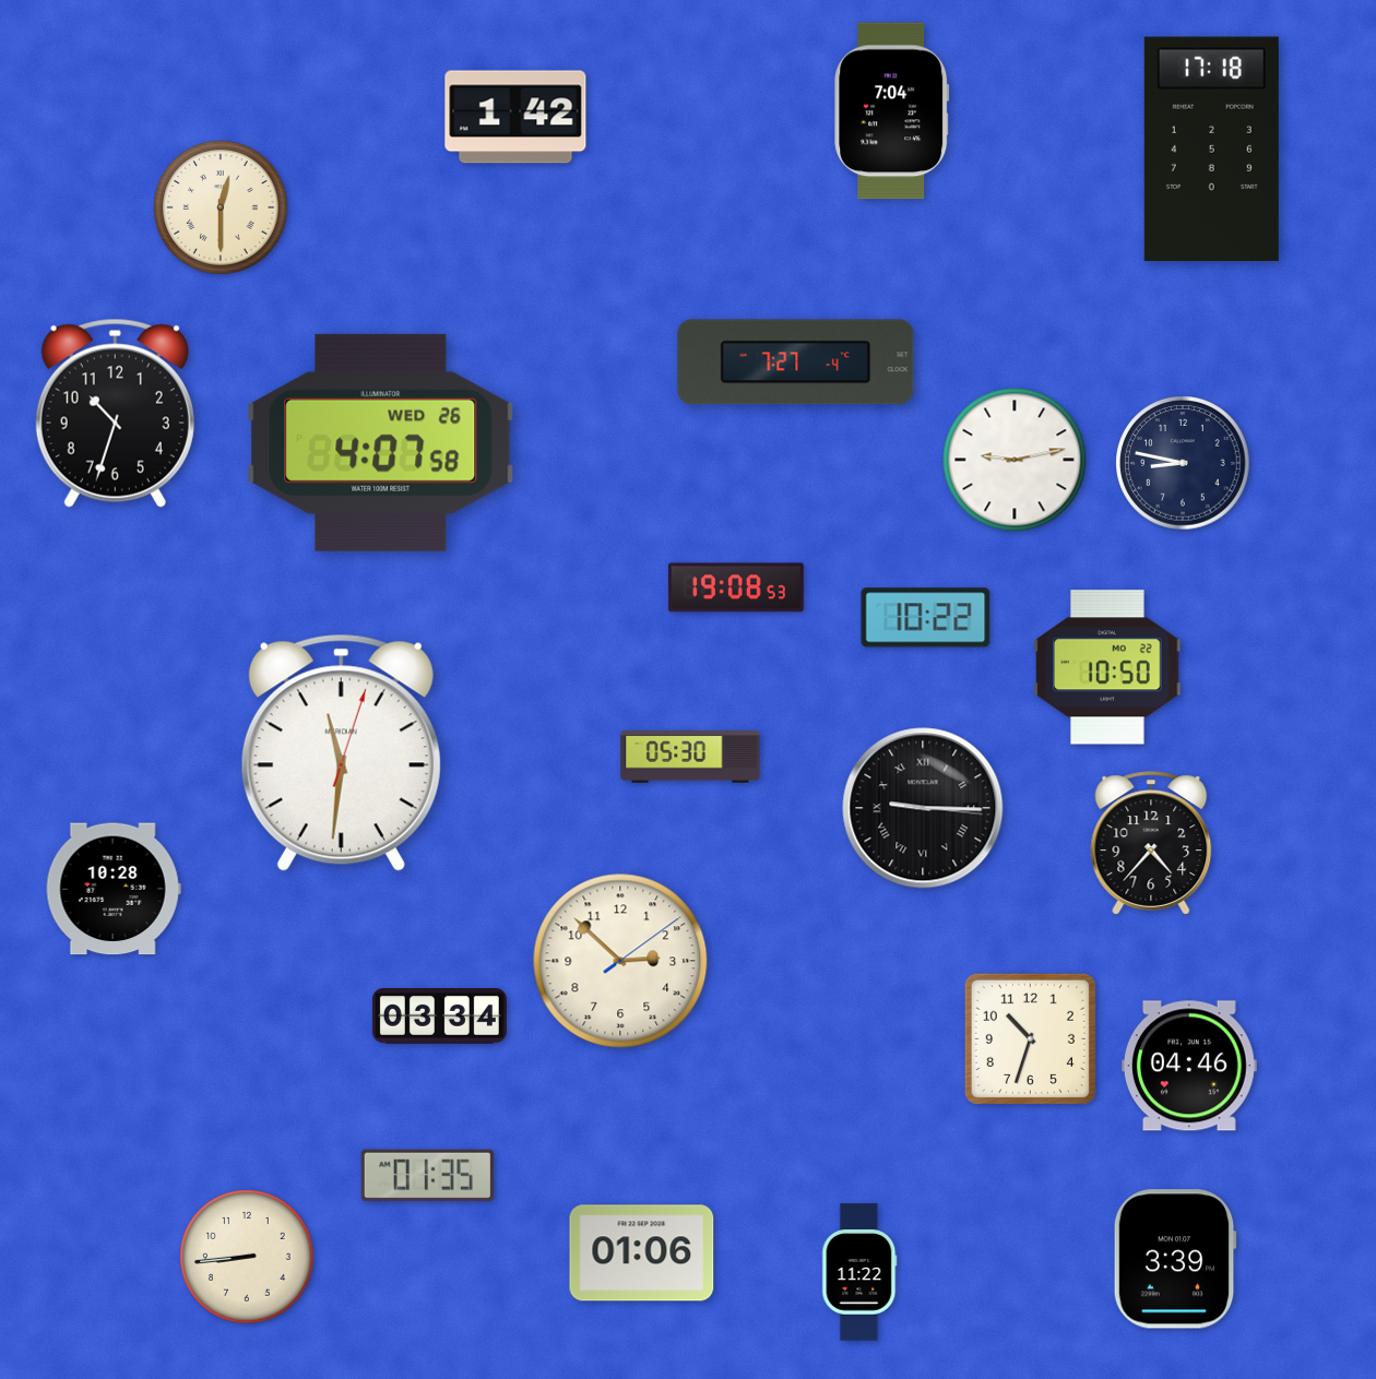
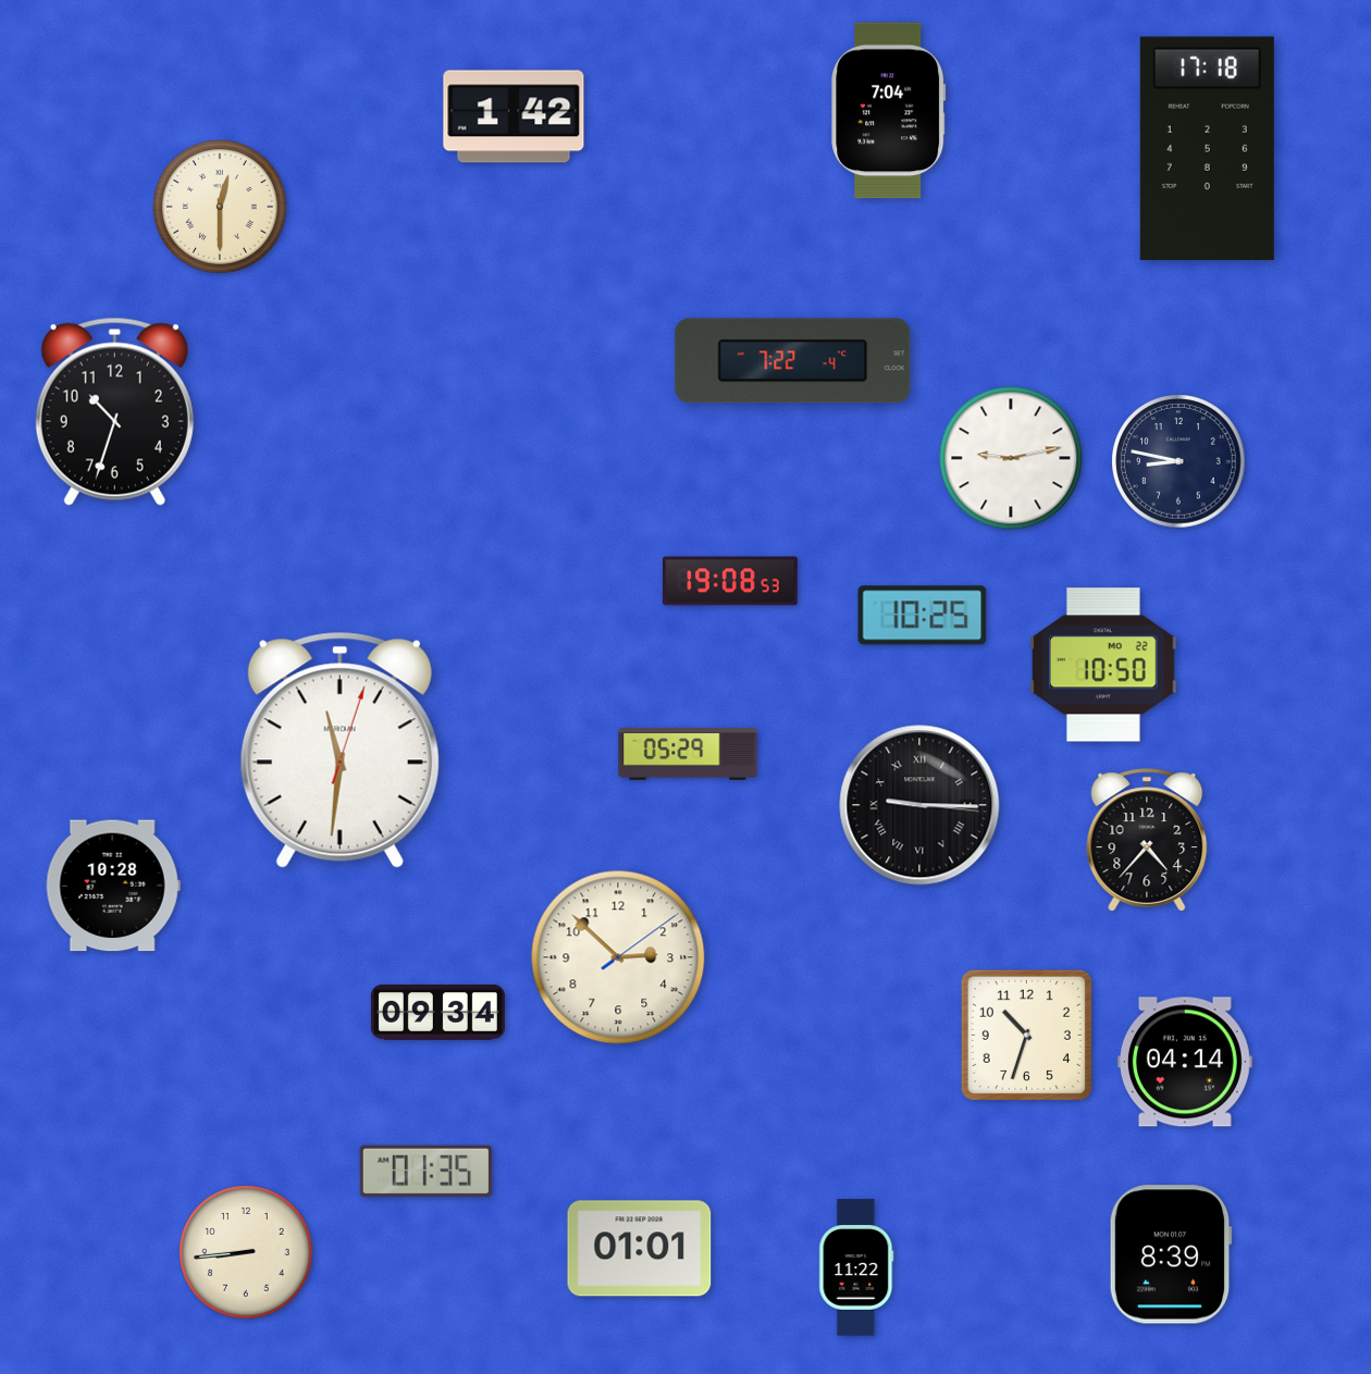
clock at (796, 362): 7:27 -> 7:22
clock at (381, 442): 4:07 -> none
clock at (736, 587) position: (736, 587) -> (730, 581)
clock at (926, 618): 10:22 -> 10:25
clock at (690, 757): 05:30 -> 05:29
clock at (439, 1017): 03:34 -> 09:34
clock at (1189, 1066): 04:46 -> 04:14
clock at (642, 1253): 01:06 -> 01:01
clock at (1175, 1259): 3:39 -> 8:39
